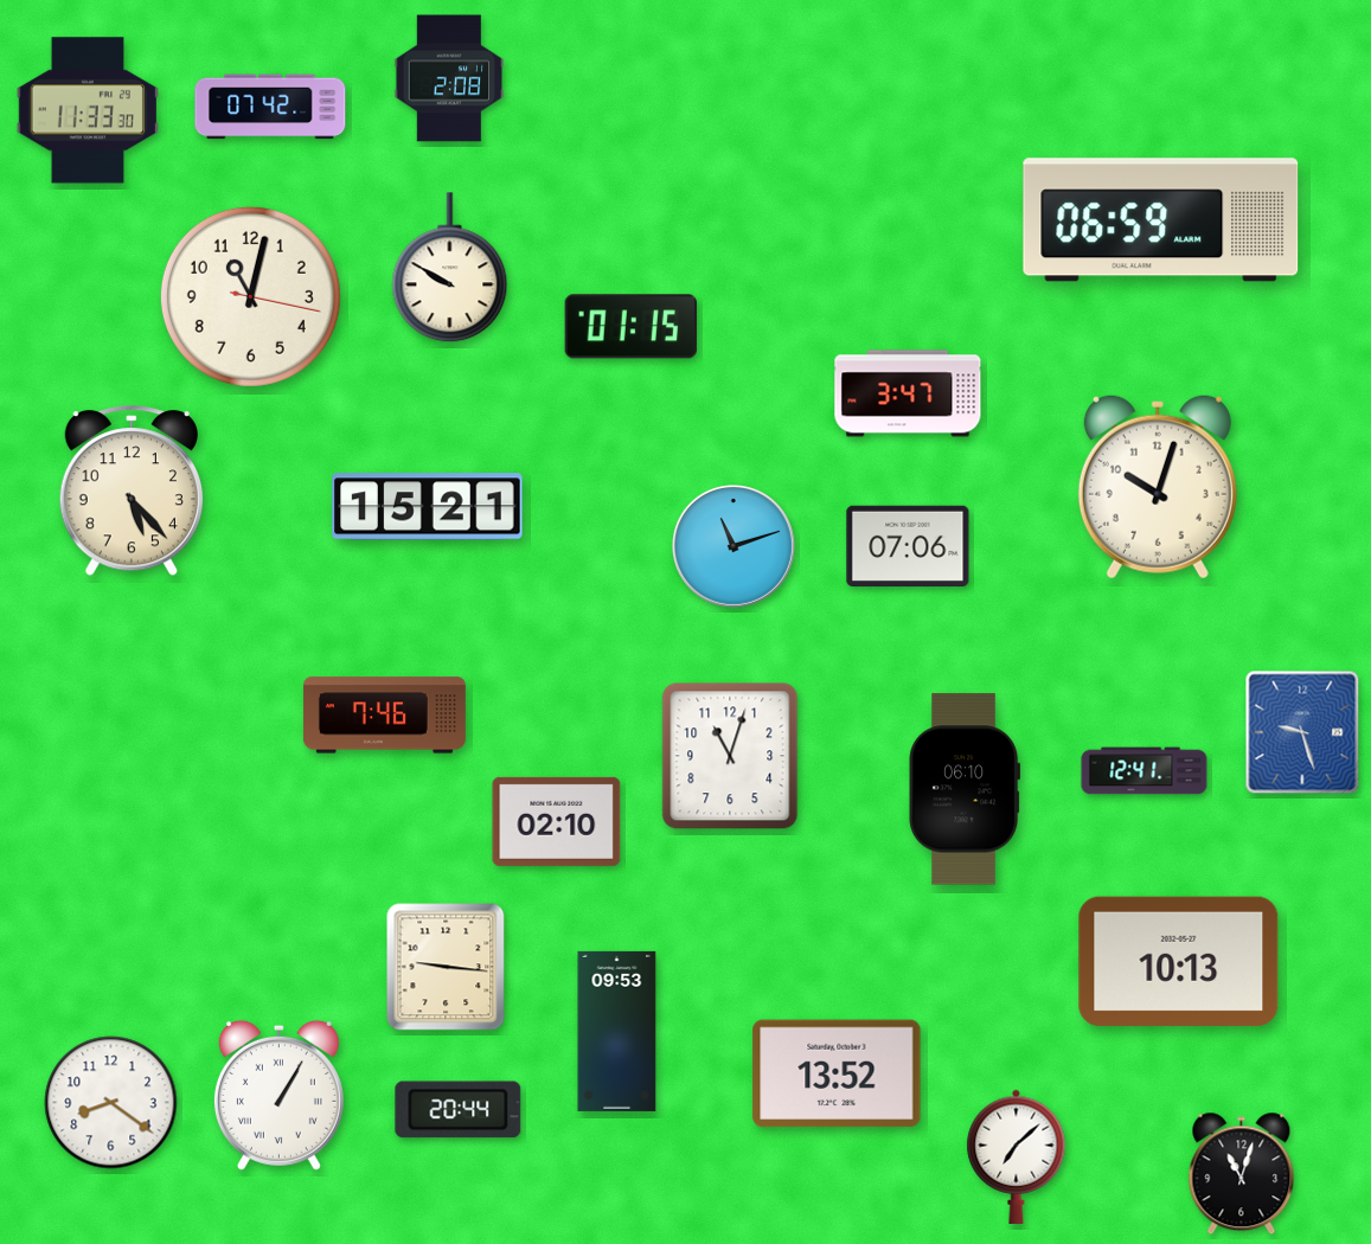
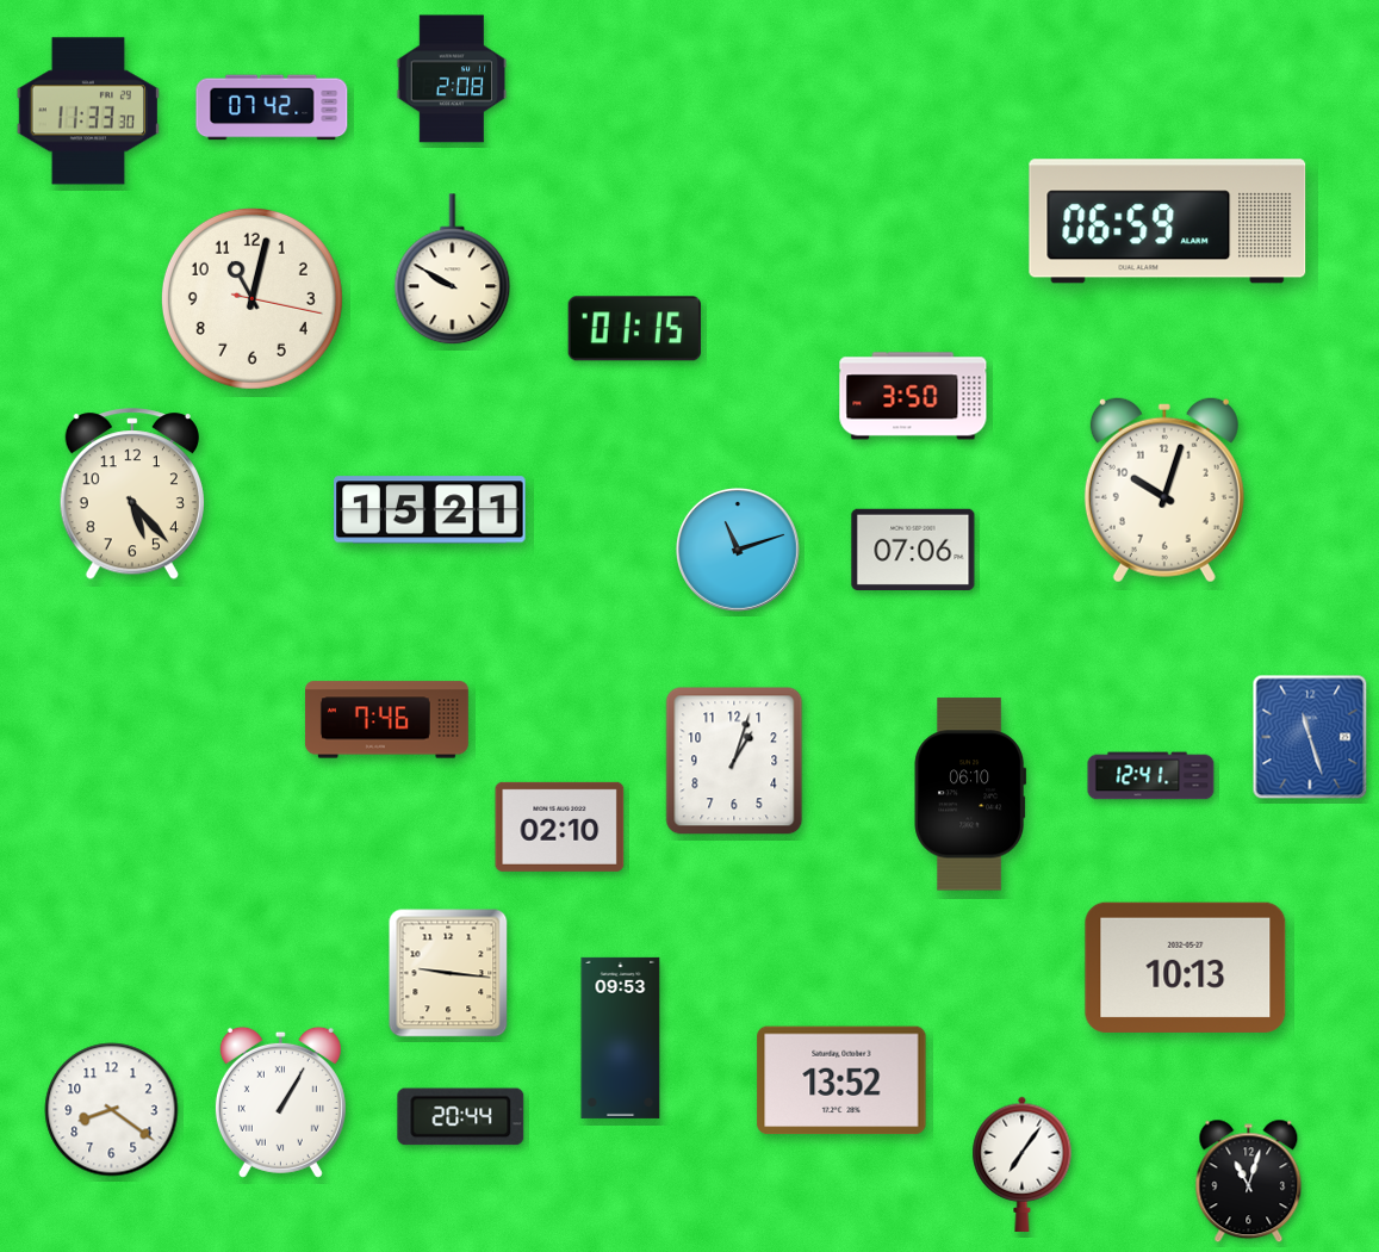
clock at (908, 393): 3:47 -> 3:50
clock at (1302, 732): 9:27 -> 11:27
clock at (730, 756): 11:03 -> 1:03
clock at (1017, 1156): 7:08 -> 7:06
